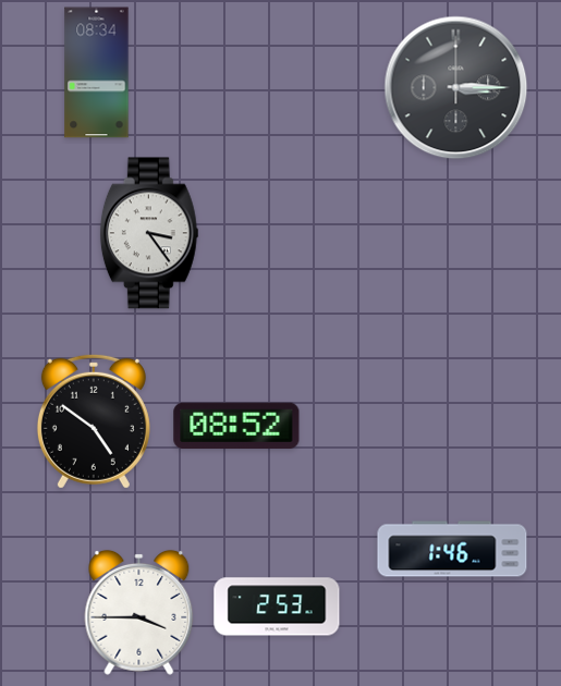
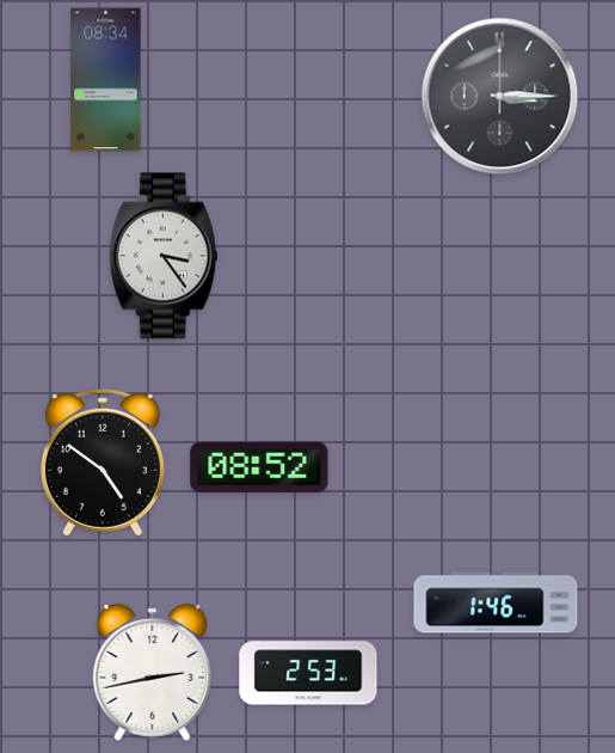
clock at (277, 607) position: (277, 607) -> (308, 673)
clock at (139, 612): 3:45 -> 2:43
